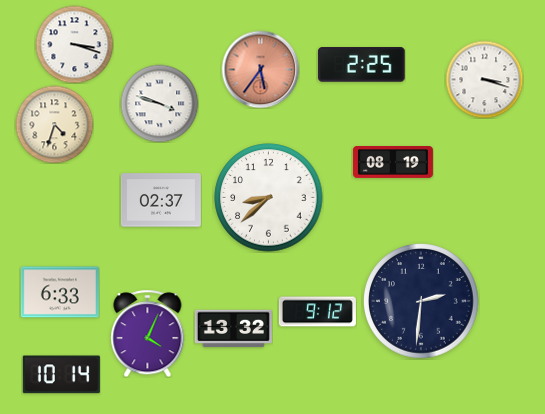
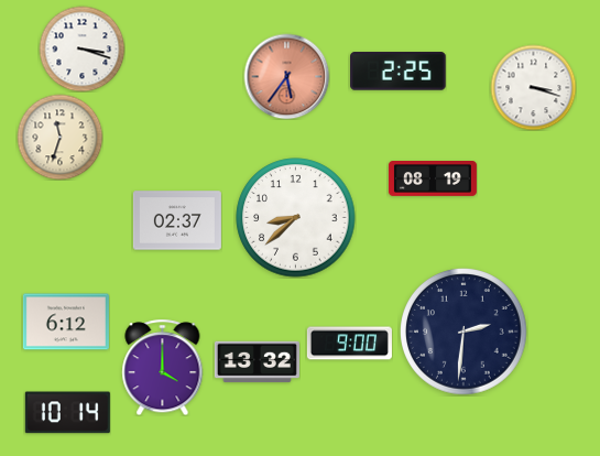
clock at (159, 103): 3:48 -> none
clock at (54, 124): 4:33 -> 11:33
clock at (60, 292): 6:33 -> 6:12
clock at (317, 312): 9:12 -> 9:00
clock at (148, 333): 4:04 -> 4:00
